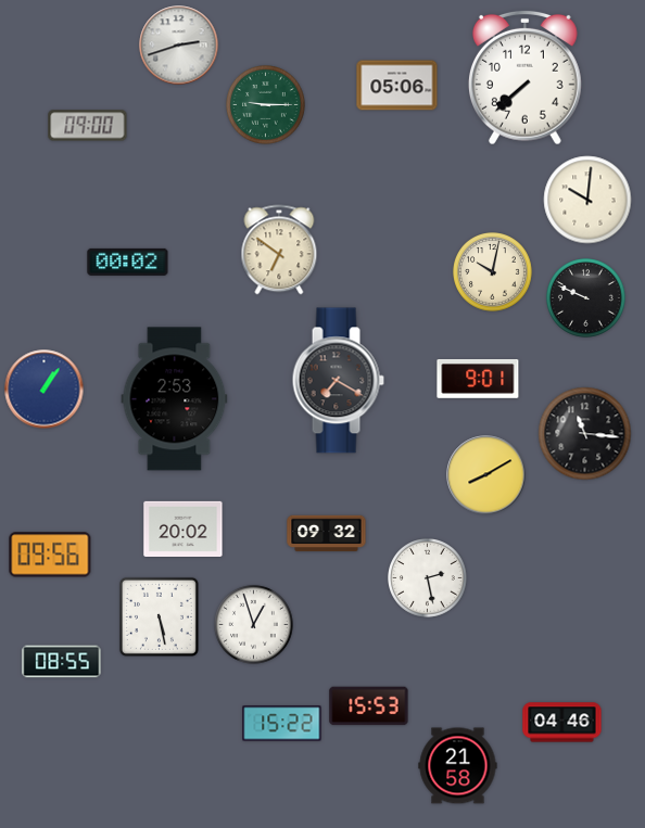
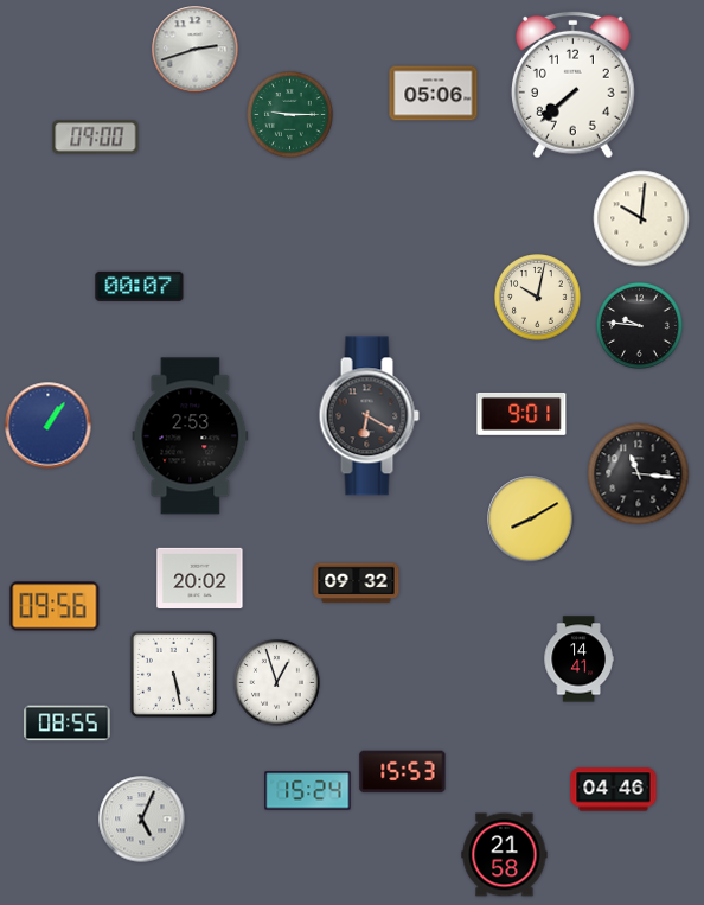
clock at (279, 250): 6:51 -> none
clock at (128, 262): 00:02 -> 00:07
clock at (586, 298): 9:49 -> 9:46
clock at (338, 381): 7:20 -> 6:20
clock at (428, 578): 2:28 -> none
clock at (578, 659): none -> 14:41
clock at (282, 724): 15:22 -> 15:24
clock at (142, 820): none -> 5:04
clock at (458, 766) position: (458, 766) -> (505, 855)
